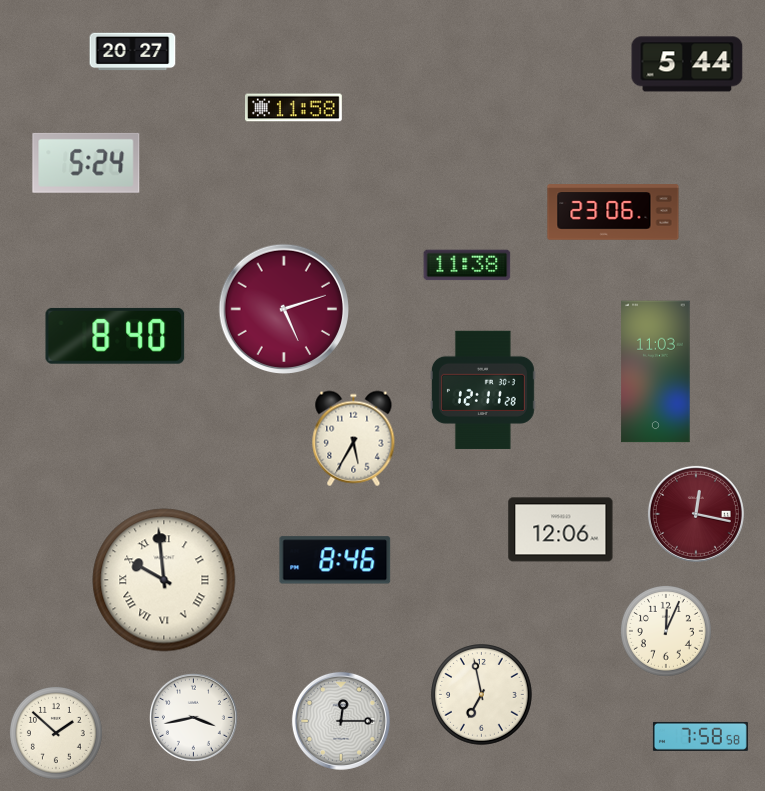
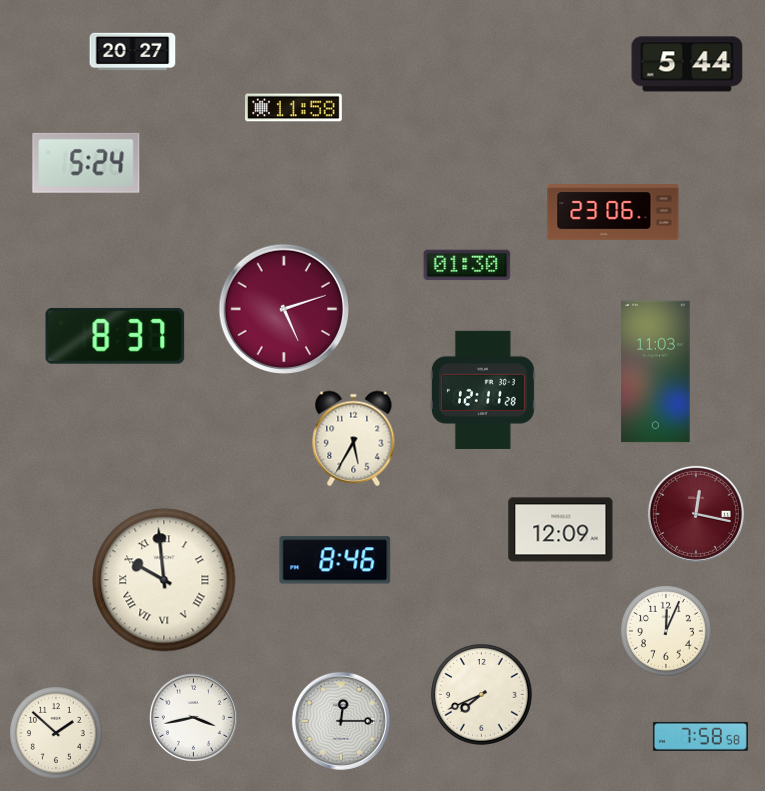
clock at (467, 265): 11:38 -> 01:30
clock at (115, 336): 8:40 -> 8:37
clock at (561, 530): 12:06 -> 12:09
clock at (482, 695): 6:58 -> 7:41
